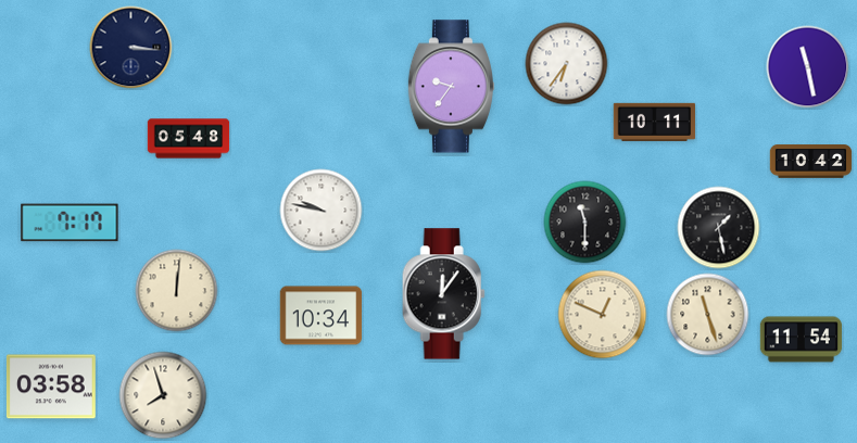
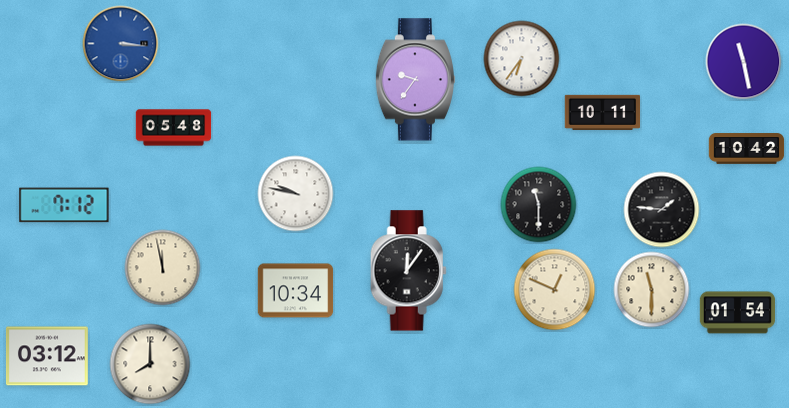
clock at (131, 48) dial: navy -> blue
clock at (70, 223): 7:17 -> 7:12
clock at (719, 228): 1:28 -> 1:46
clock at (177, 291): 12:01 -> 11:58
clock at (708, 315): 11:27 -> 11:30
clock at (802, 340): 11:54 -> 01:54
clock at (51, 387): 03:58 -> 03:12
clock at (163, 395): 7:57 -> 8:00
